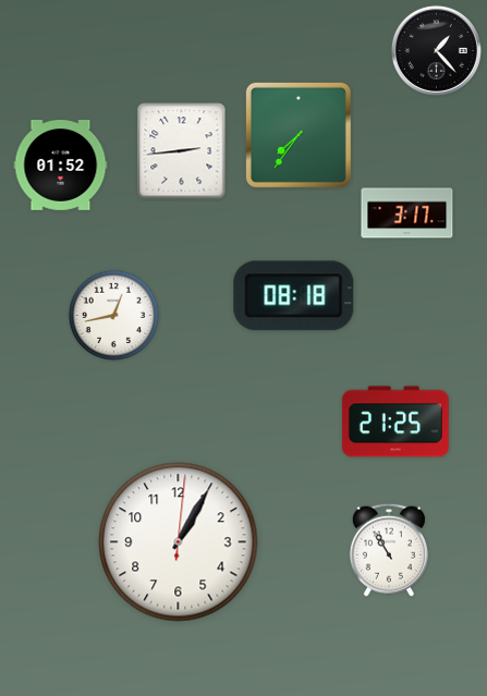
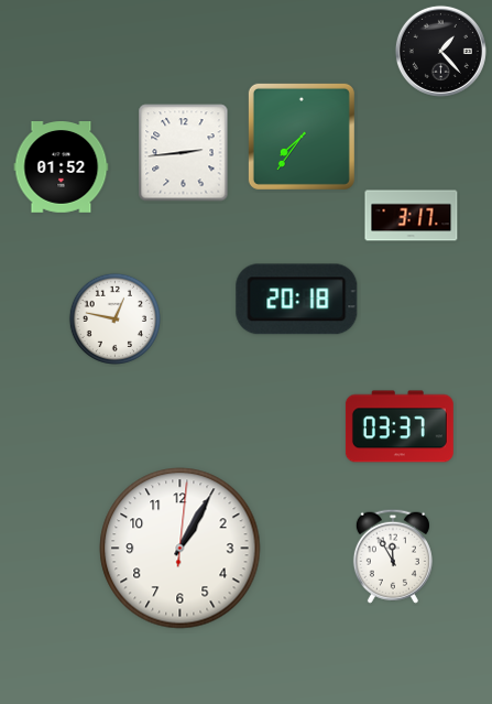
clock at (294, 296): 08:18 -> 20:18
clock at (113, 315): 12:43 -> 12:47
clock at (395, 422): 21:25 -> 03:37
clock at (389, 550): 10:55 -> 11:55
